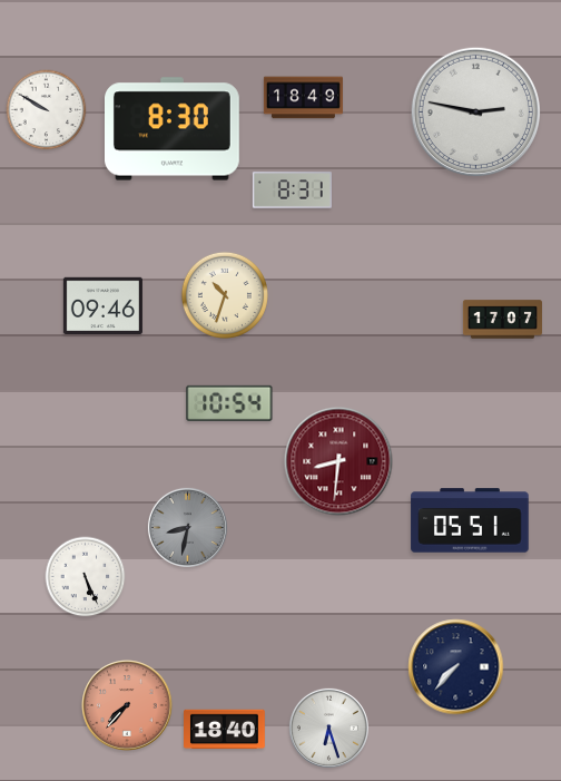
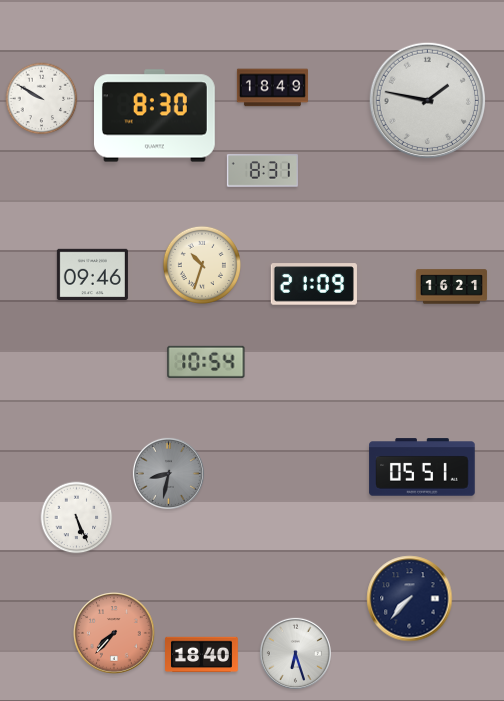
clock at (475, 111): 2:47 -> 1:47
clock at (314, 284): none -> 21:09
clock at (502, 320): 17:07 -> 16:21
clock at (338, 461): 8:31 -> none
